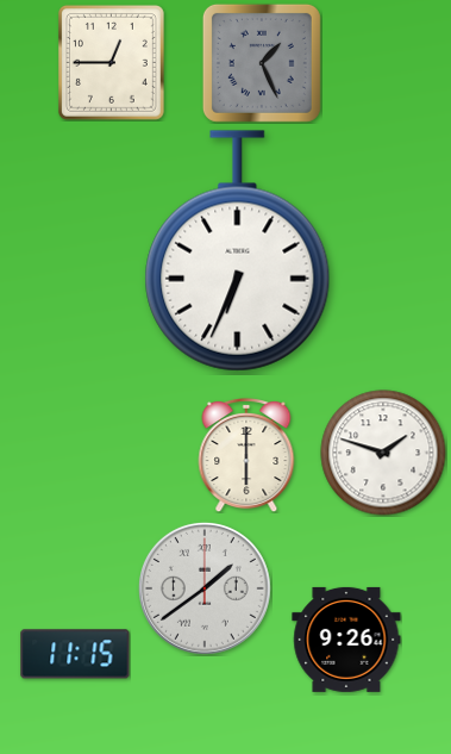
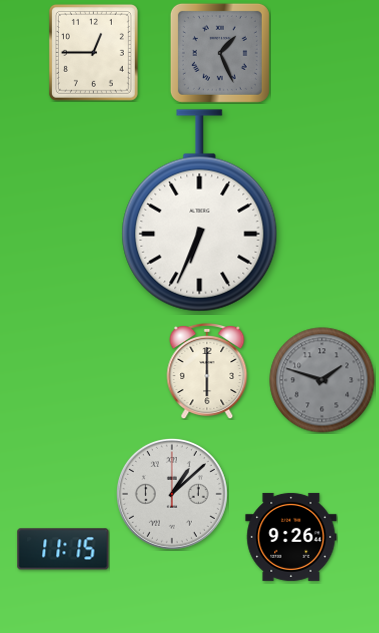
clock at (383, 453) dial: white -> grey
clock at (246, 455) position: (246, 455) -> (207, 371)
clock at (205, 588): 1:39 -> 1:08
